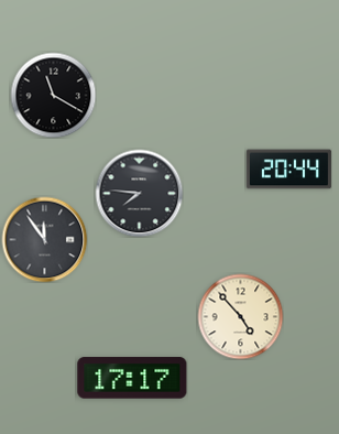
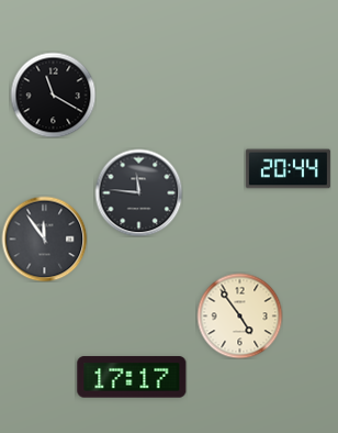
clock at (139, 193): 7:46 -> 11:46
clock at (240, 316): 4:53 -> 4:54
